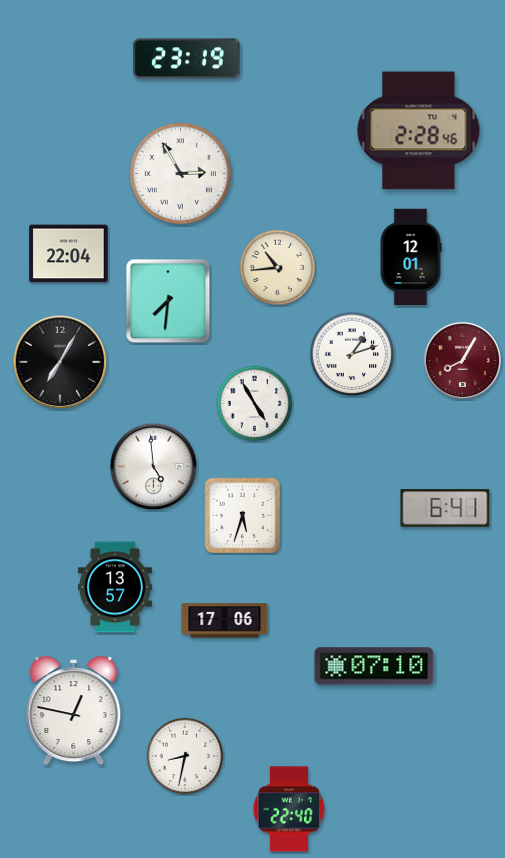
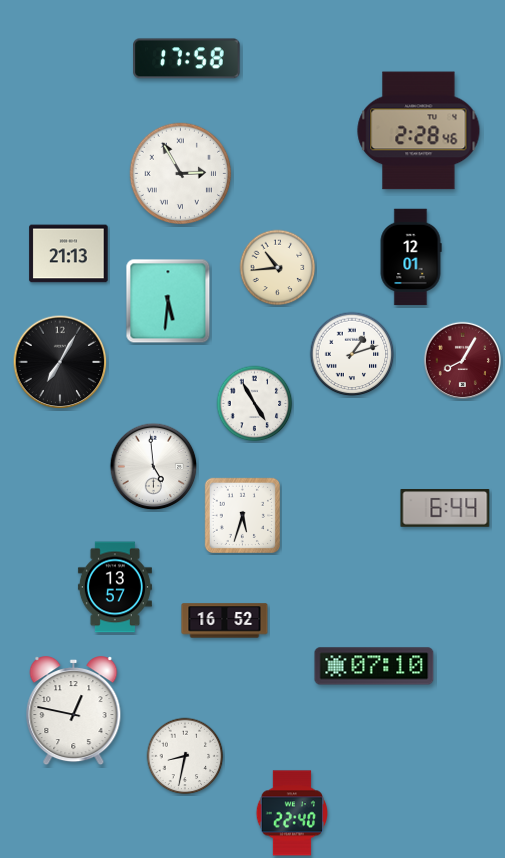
clock at (187, 59): 23:19 -> 17:58
clock at (69, 254): 22:04 -> 21:13
clock at (168, 301): 7:31 -> 5:31
clock at (445, 508): 6:41 -> 6:44
clock at (225, 621): 17:06 -> 16:52
clock at (288, 809) position: (288, 809) -> (291, 813)
